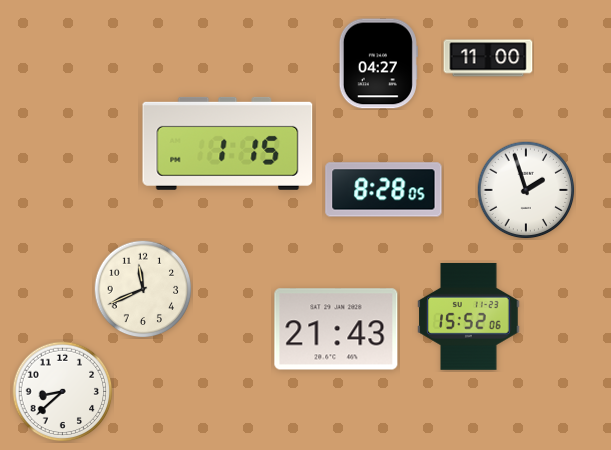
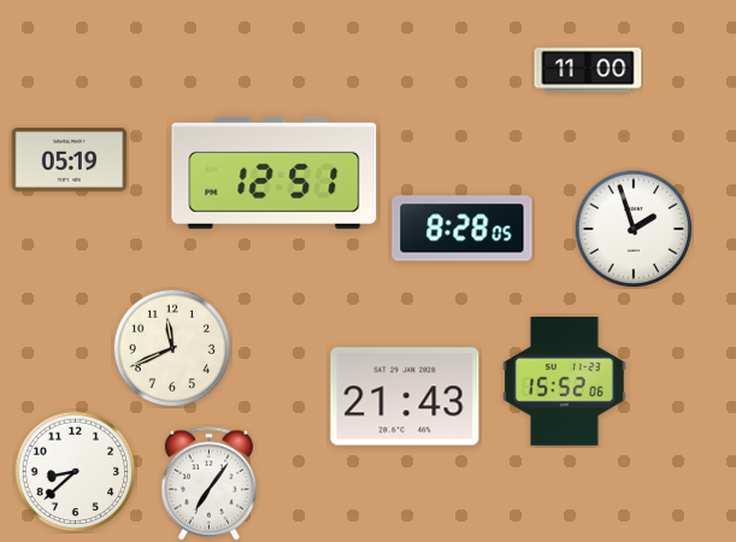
clock at (378, 64): 04:27 -> none
clock at (70, 160): none -> 05:19
clock at (228, 143): 1:15 -> 12:51
clock at (208, 484): none -> 7:06
